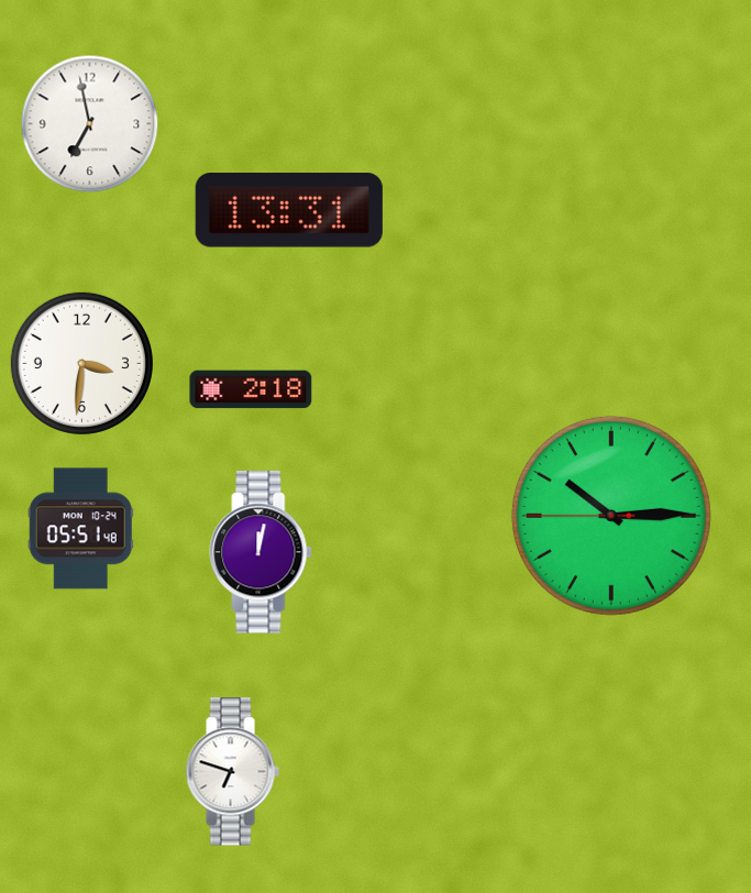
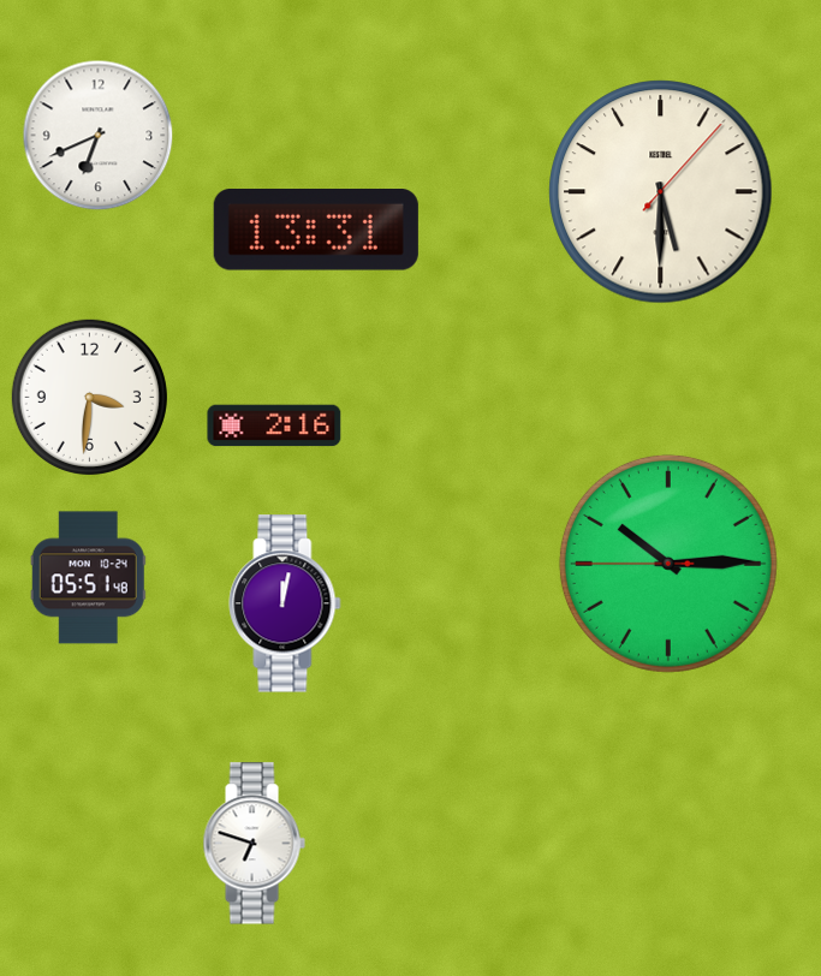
clock at (90, 124): 6:58 -> 6:41
clock at (661, 192): none -> 5:30
clock at (251, 389): 2:18 -> 2:16
